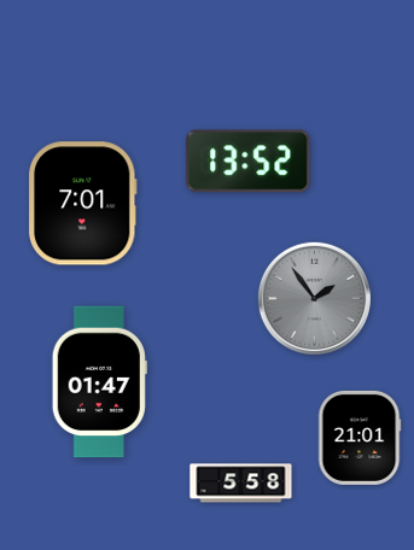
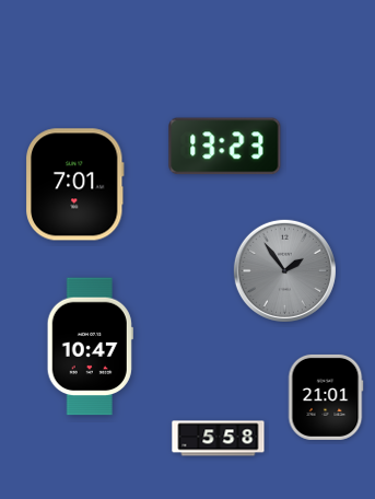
clock at (249, 162): 13:52 -> 13:23
clock at (99, 382): 01:47 -> 10:47
